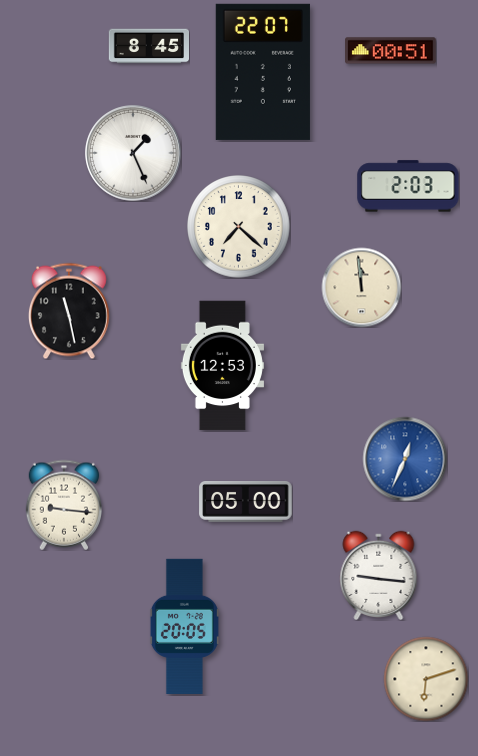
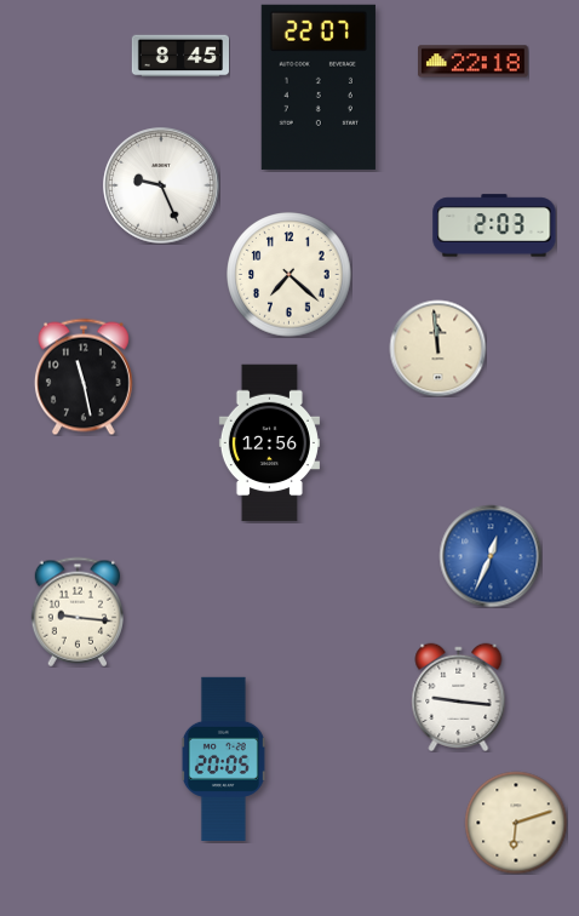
clock at (391, 51): 00:51 -> 22:18
clock at (133, 153): 1:26 -> 9:26
clock at (222, 366): 12:53 -> 12:56
clock at (246, 502): 05:00 -> none
